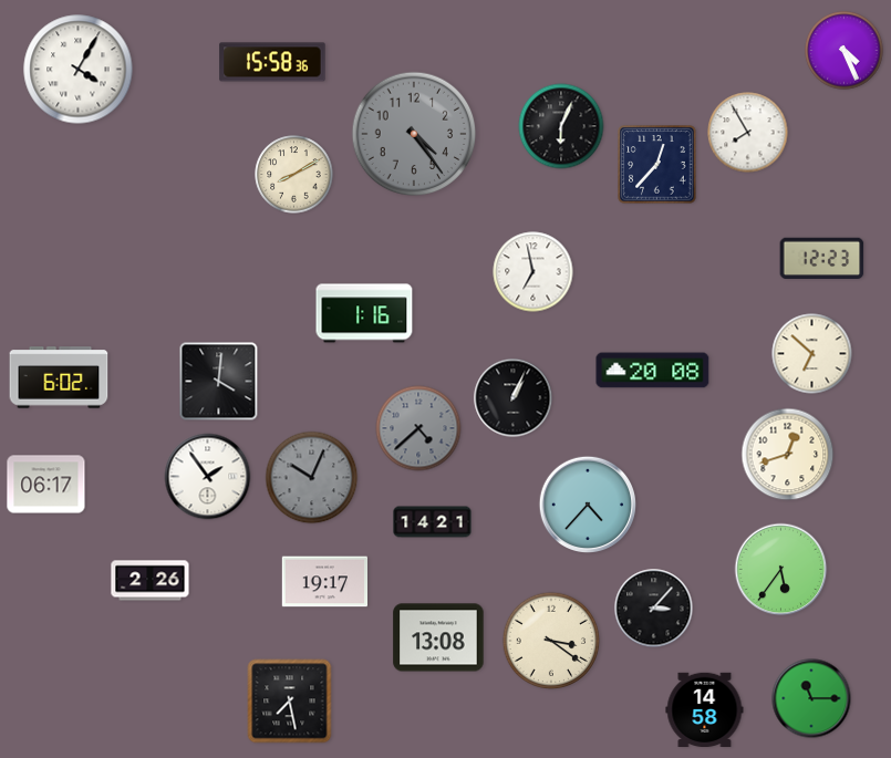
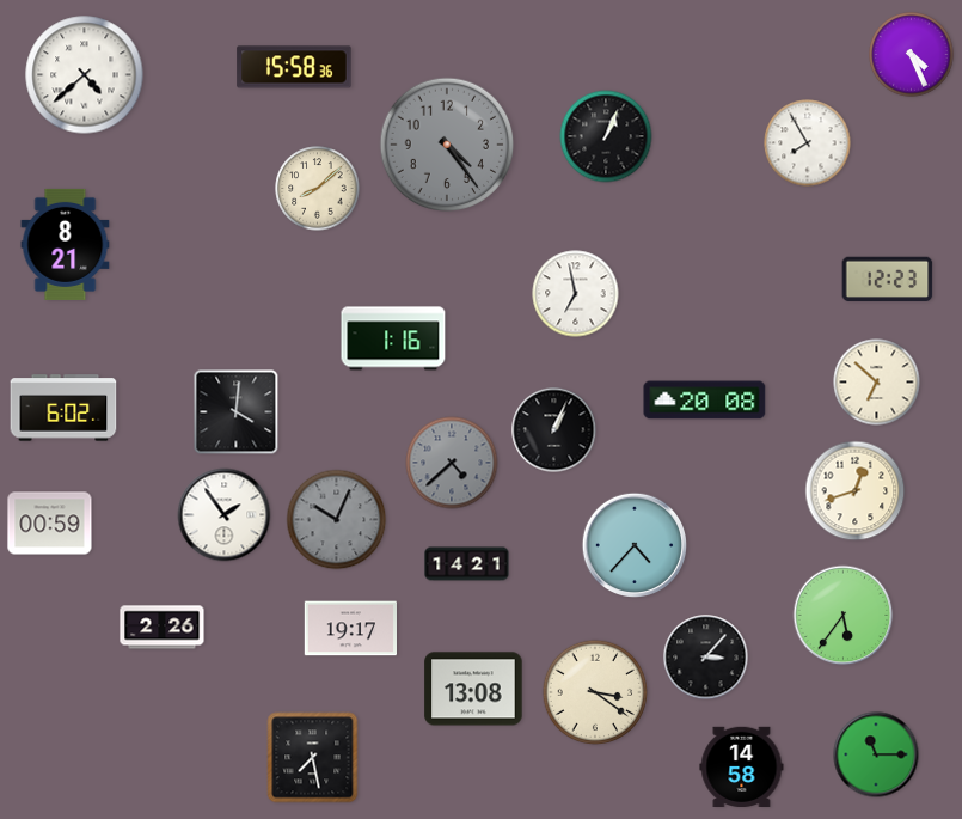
clock at (79, 70): 4:05 -> 4:38
clock at (561, 126): 6:04 -> 1:04
clock at (657, 165): 12:37 -> none
clock at (294, 175): 8:10 -> 8:08
clock at (66, 244): none -> 8:21
clock at (788, 455) position: (788, 455) -> (856, 491)
clock at (312, 478) position: (312, 478) -> (337, 520)
clock at (46, 485): 06:17 -> 00:59
clock at (705, 709) position: (705, 709) -> (742, 766)
